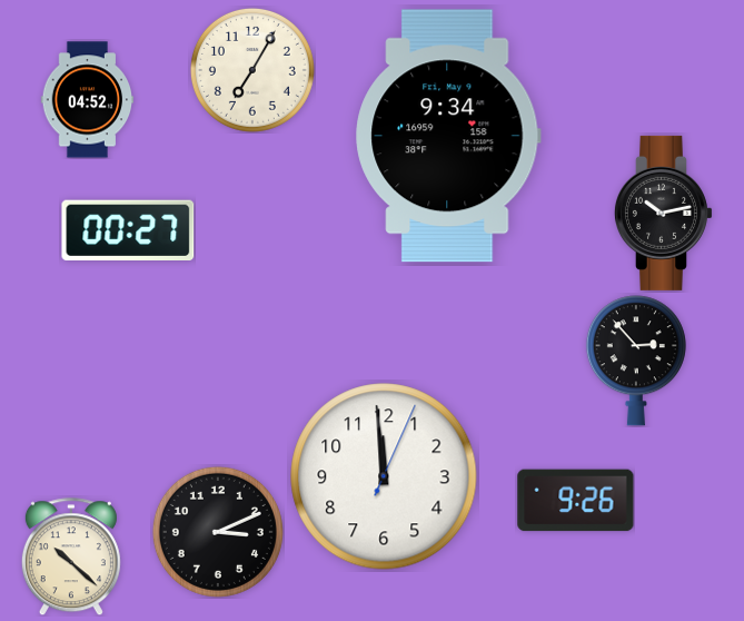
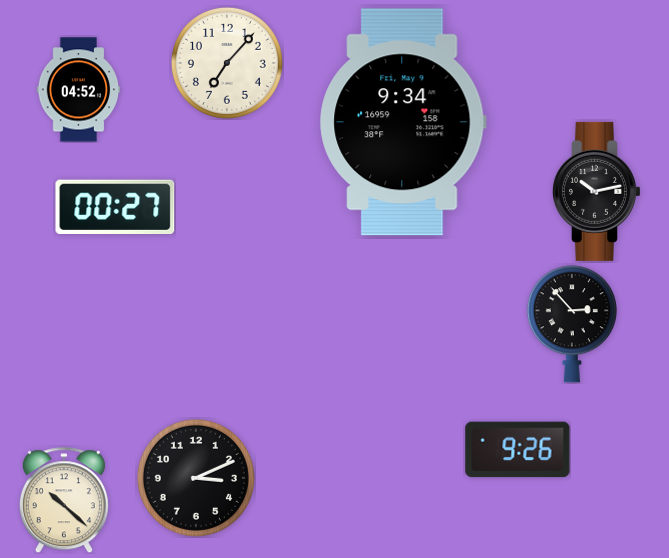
clock at (252, 70): 7:05 -> 7:07
clock at (384, 476): 11:59 -> none
